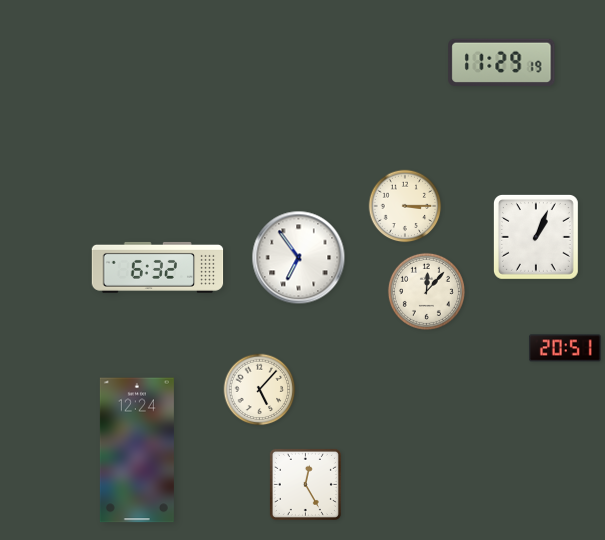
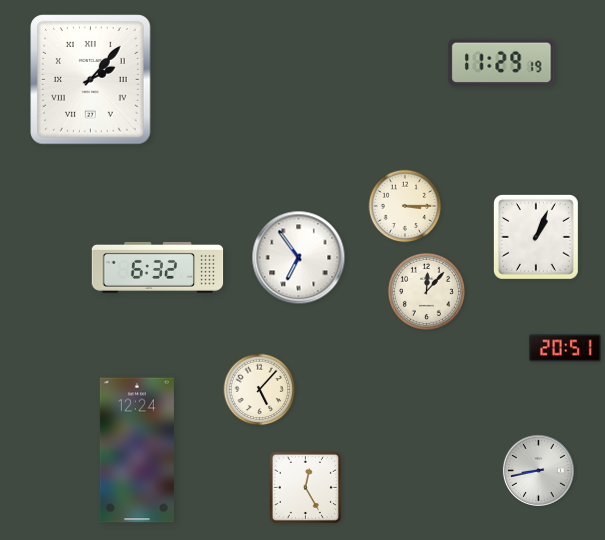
clock at (91, 80): none -> 2:07
clock at (538, 470): none -> 8:43
clock at (305, 484) position: (305, 484) -> (305, 487)
